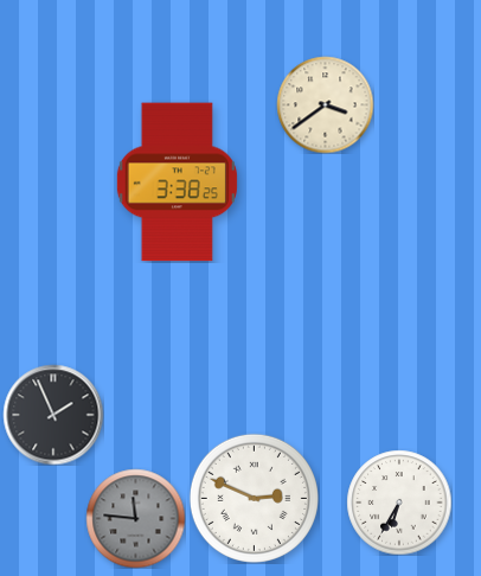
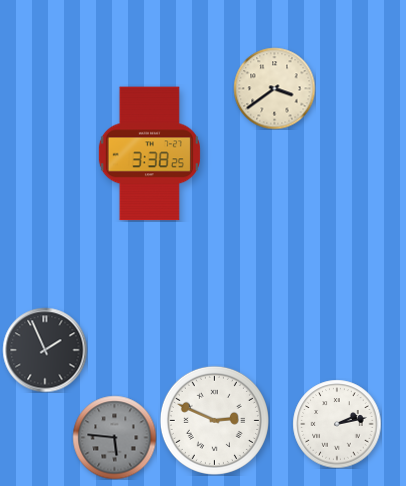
clock at (399, 503): 6:35 -> 2:13
clock at (135, 518): 11:46 -> 5:46
